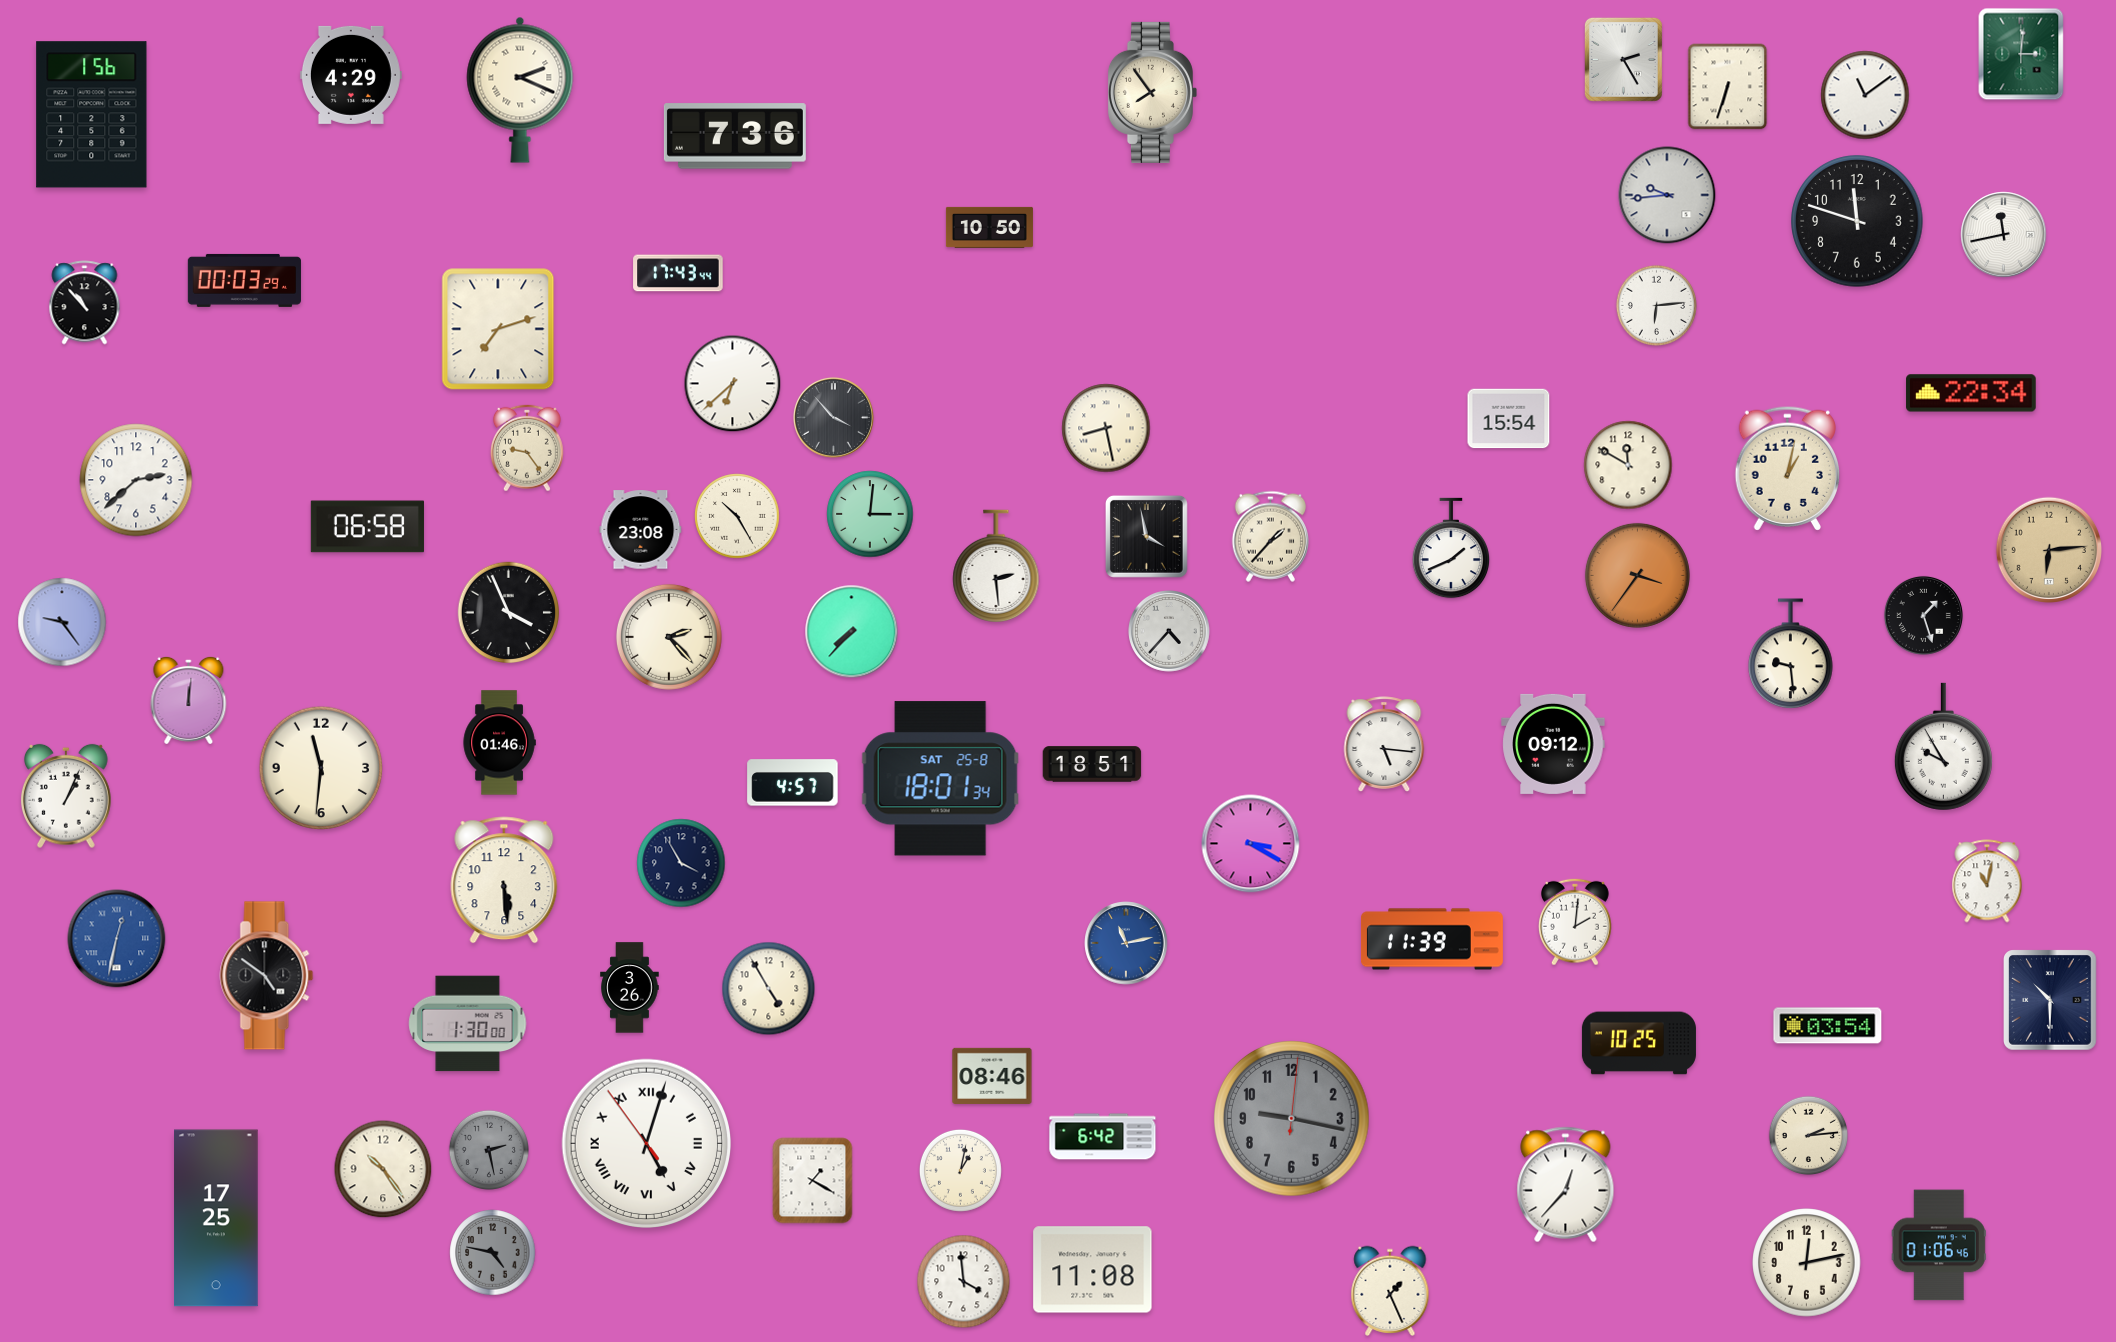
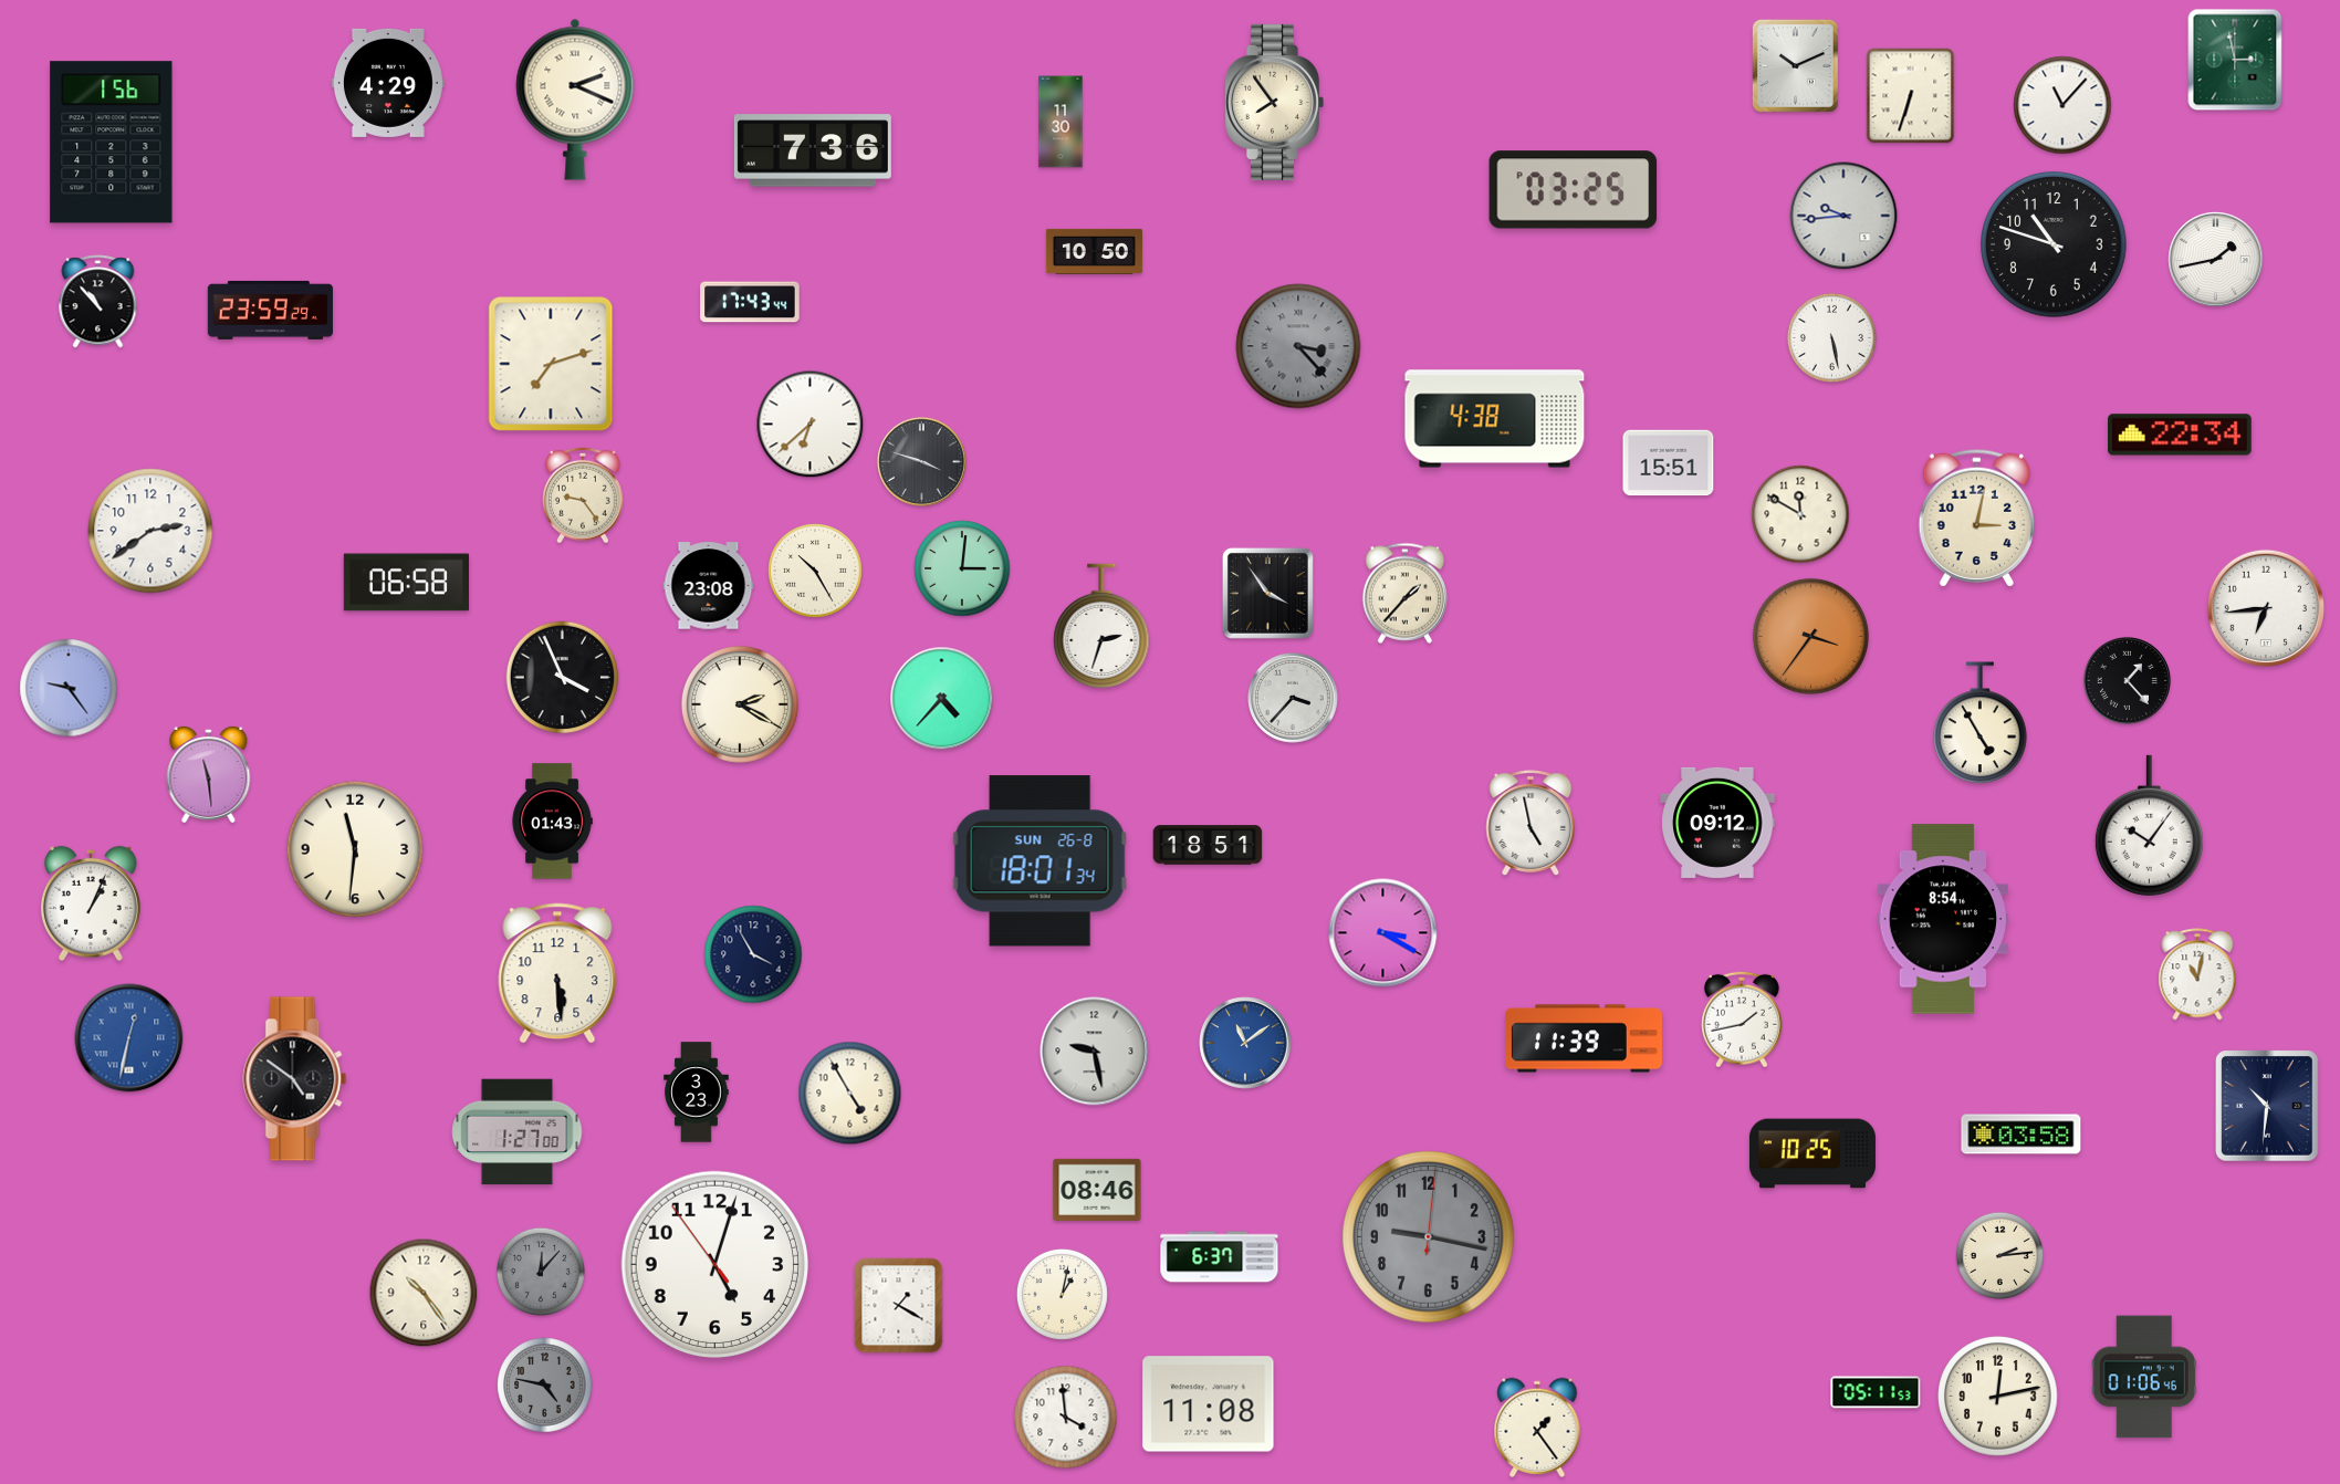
clock at (2021, 54): 3:01 -> 2:58
clock at (1623, 59): 2:25 -> 10:11
clock at (1865, 95): 11:09 -> 11:07
clock at (1061, 122): none -> 11:30
clock at (92, 115) position: (92, 115) -> (112, 143)
clock at (1574, 190): none -> 03:25
clock at (1857, 221): 11:48 -> 10:48
clock at (2004, 235): 11:43 -> 1:43
clock at (244, 280): 00:03 -> 23:59
clock at (85, 303) position: (85, 303) -> (98, 302)
clock at (1656, 305): 6:14 -> 5:28
clock at (1298, 346): none -> 3:23
clock at (1495, 419): none -> 4:38
clock at (833, 417): 3:53 -> 3:48
clock at (1509, 419): 15:54 -> 15:51
clock at (1106, 428): 8:28 -> none
clock at (1787, 468): 1:02 -> 3:02
clock at (136, 480): 2:38 -> 2:39
clock at (1146, 536): 3:58 -> 3:54
clock at (1451, 548): 1:41 -> none
clock at (2048, 549): 6:14 -> 6:44
clock at (2048, 549) dial: champagne -> white
clock at (996, 566): 2:29 -> 2:33
clock at (1923, 615): 1:27 -> 1:23
clock at (852, 632): 7:37 -> 4:37
clock at (1170, 632): 4:37 -> 3:37
clock at (669, 637): 2:23 -> 2:20
clock at (1791, 654): 9:29 -> 4:55
clock at (189, 700): 12:01 -> 11:29
clock at (499, 743): 01:46 -> 01:43
clock at (1384, 744): 5:16 -> 4:58
clock at (1943, 747): 9:55 -> 10:06
clock at (941, 779) date: SAT 25-8 -> SUN 26-8
clock at (793, 783): 4:57 -> none
clock at (67, 796) position: (67, 796) -> (92, 903)
clock at (1942, 919): none -> 8:54
clock at (1575, 922): 2:01 -> 1:43
clock at (1126, 943): 11:13 -> 11:09
clock at (1095, 1052): none -> 9:28
clock at (630, 988): 3:26 -> 3:23
clock at (2050, 1000): 10:30 -> 10:31
clock at (468, 1024): 1:30 -> 1:27
clock at (1828, 1026): 03:54 -> 03:58
clock at (1103, 1137): 6:42 -> 6:37
clock at (646, 1143) numerals: Roman -> Arabic
clock at (488, 1149): 2:28 -> 12:07
clock at (1566, 1185): 12:37 -> none
clock at (217, 1218): 17:25 -> none
clock at (1876, 1392): none -> 05:11
clock at (1390, 1290): 1:26 -> 1:24
